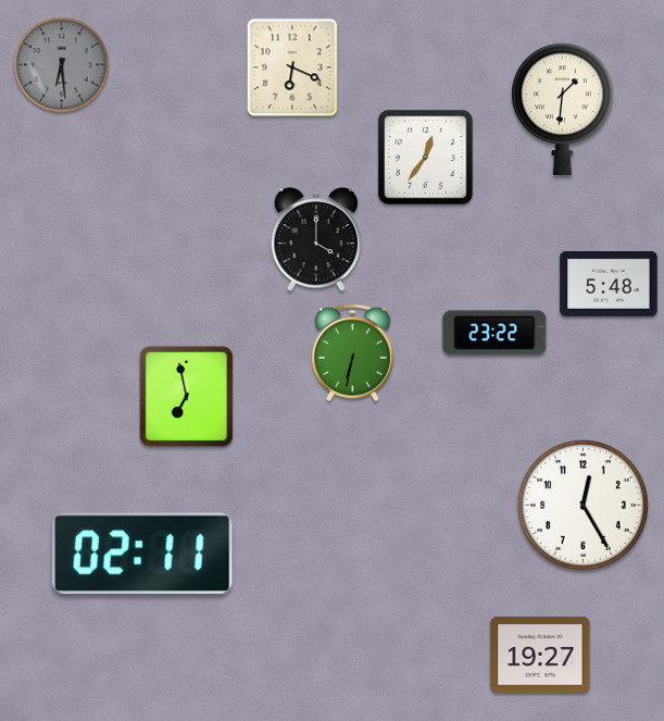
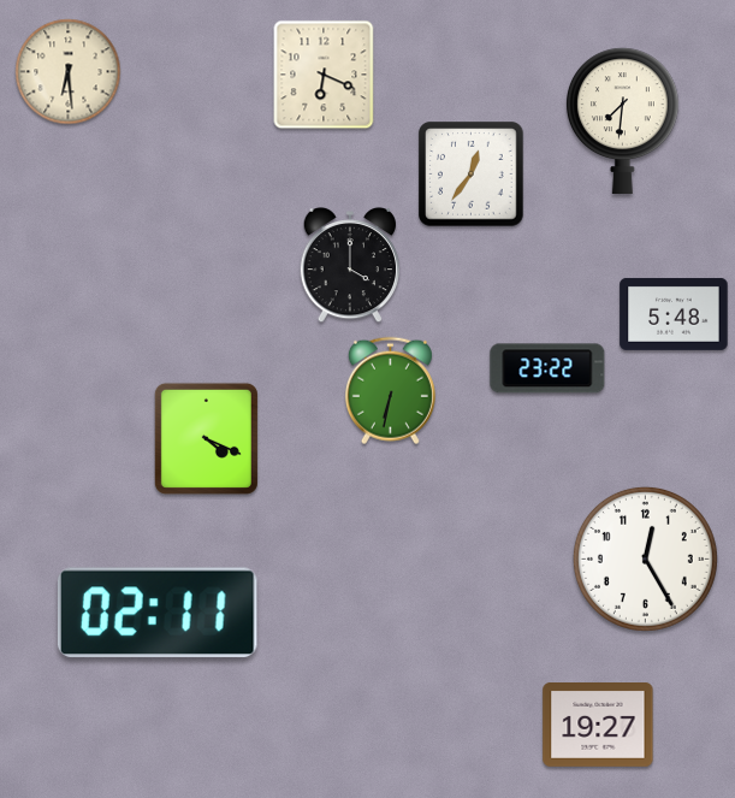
clock at (62, 65) dial: grey -> cream
clock at (562, 109): 1:31 -> 7:31
clock at (186, 396): 6:58 -> 4:19
